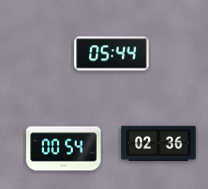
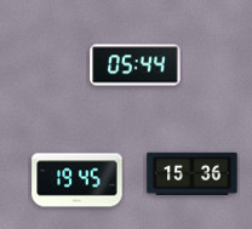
clock at (159, 143): 02:36 -> 15:36
clock at (64, 149): 00:54 -> 19:45
